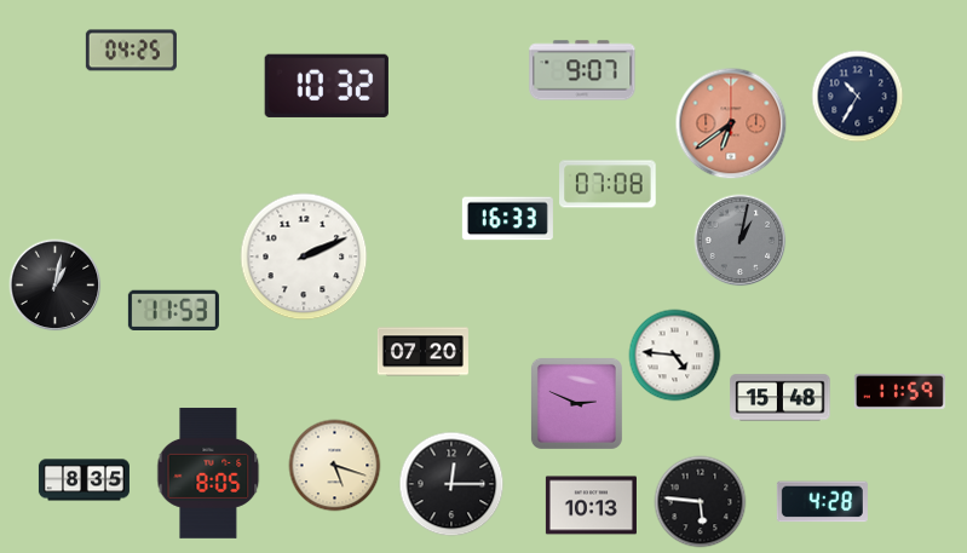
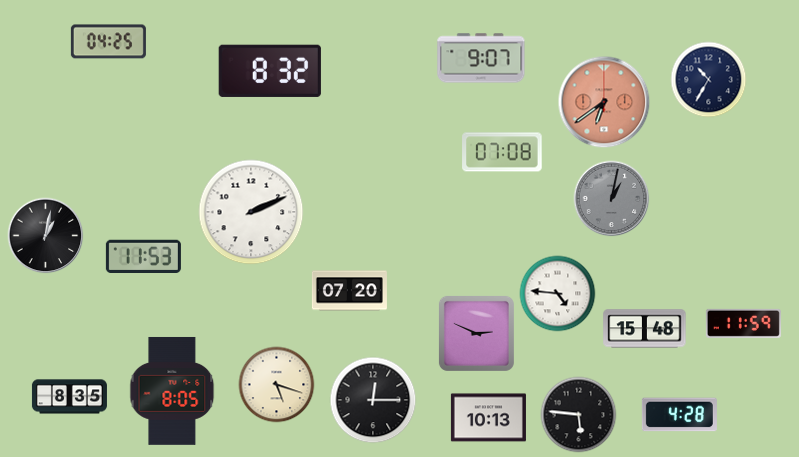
clock at (327, 86): 10:32 -> 8:32
clock at (507, 219): 16:33 -> none
